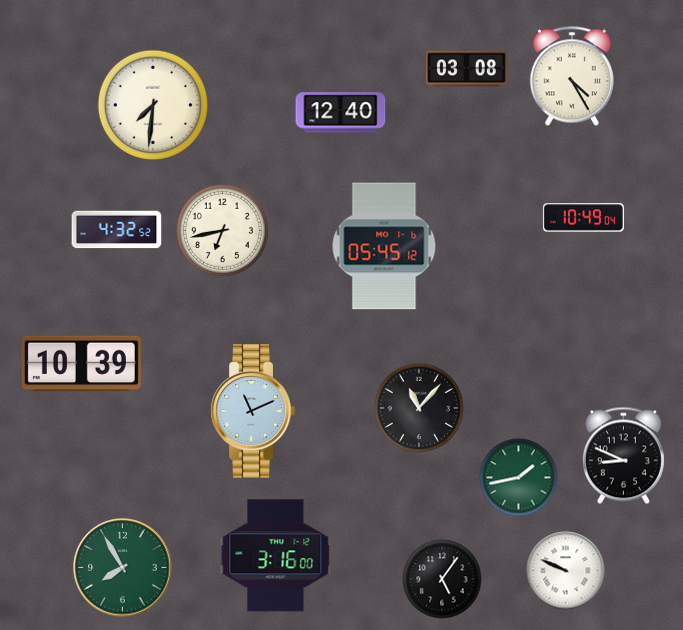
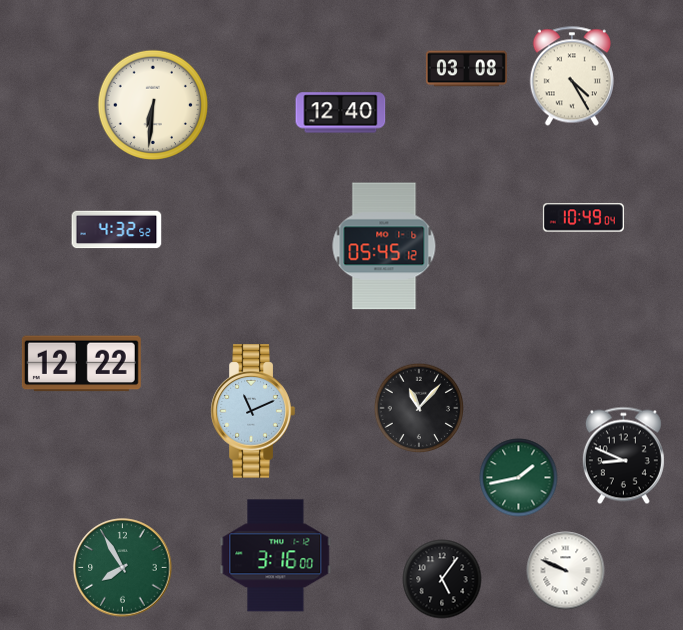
clock at (152, 104): 7:31 -> 6:31
clock at (222, 230): 6:43 -> none
clock at (81, 364): 10:39 -> 12:22
